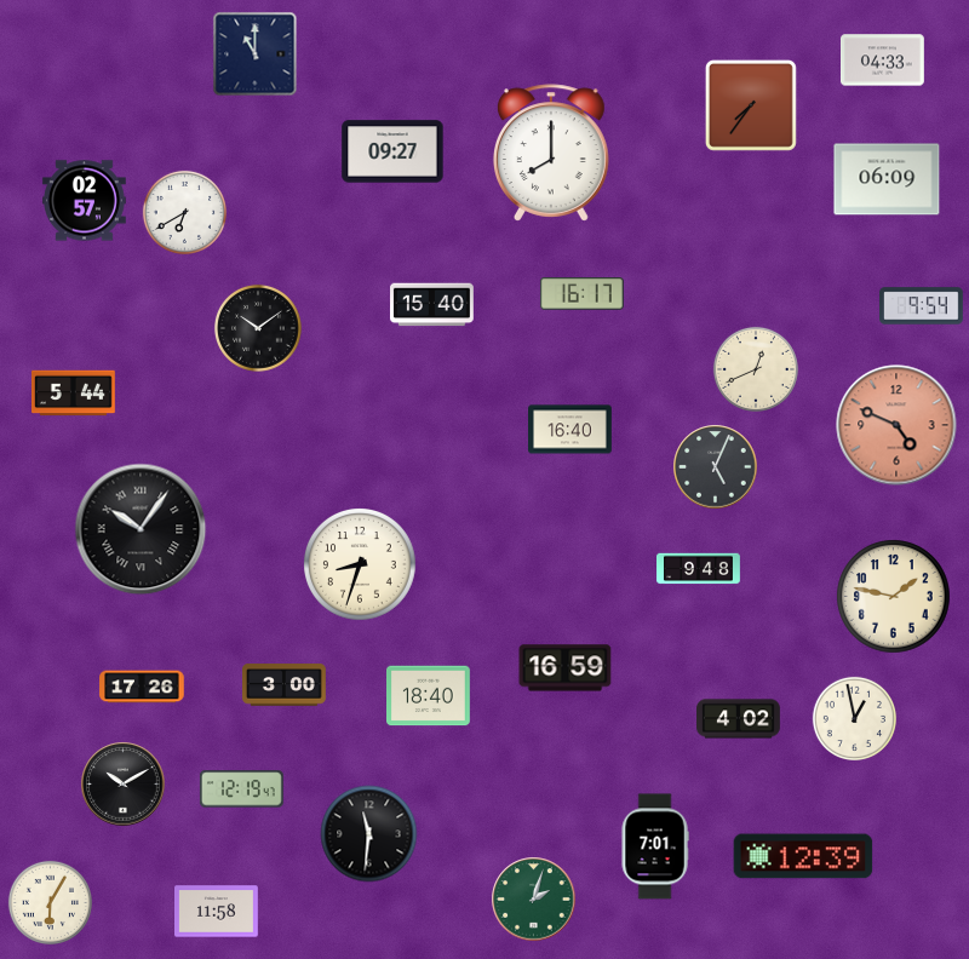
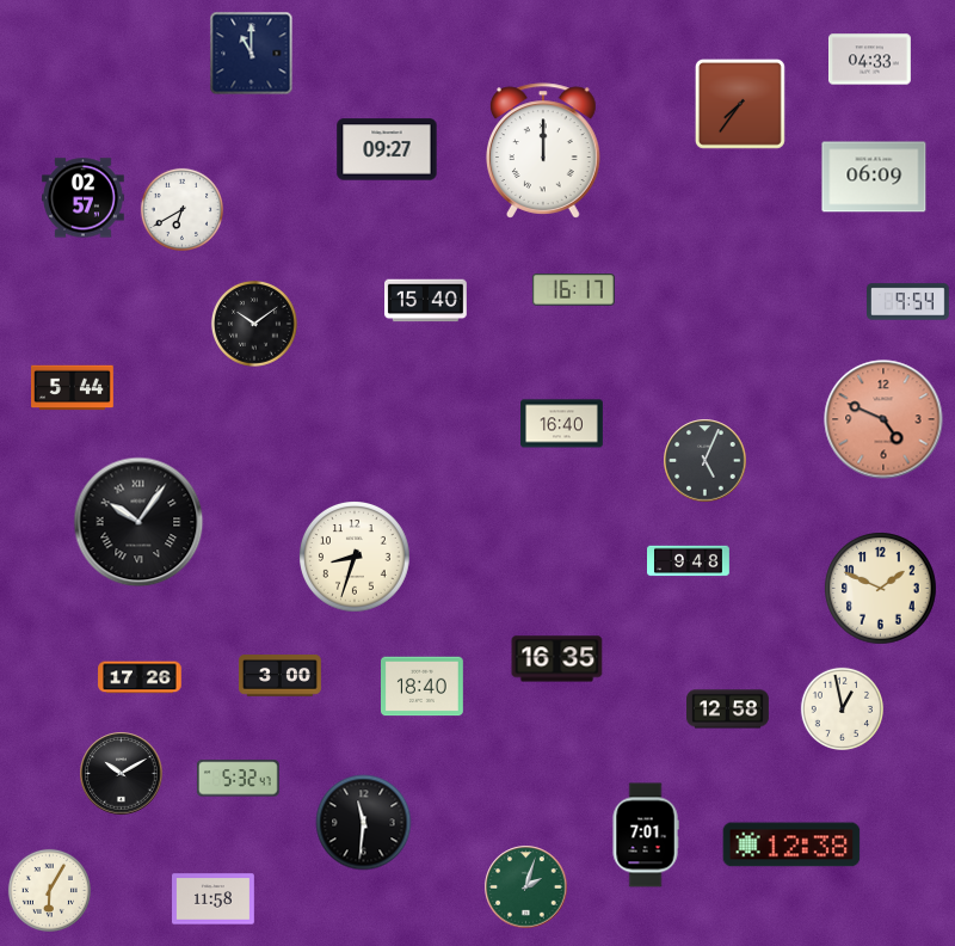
clock at (552, 153): 8:00 -> 12:00
clock at (756, 369): 12:41 -> none
clock at (894, 597): 1:47 -> 1:49
clock at (566, 668): 16:59 -> 16:35
clock at (739, 719): 4:02 -> 12:58
clock at (241, 789): 12:19 -> 5:32
clock at (803, 856): 12:39 -> 12:38
